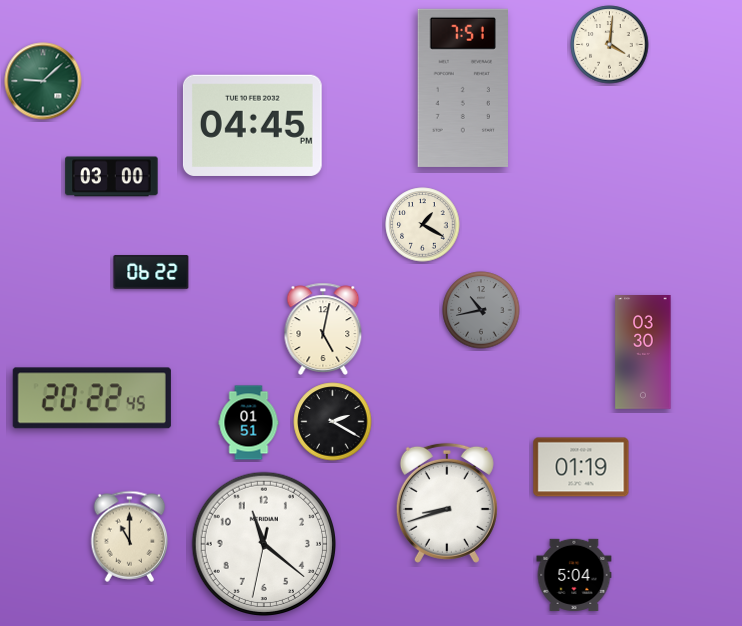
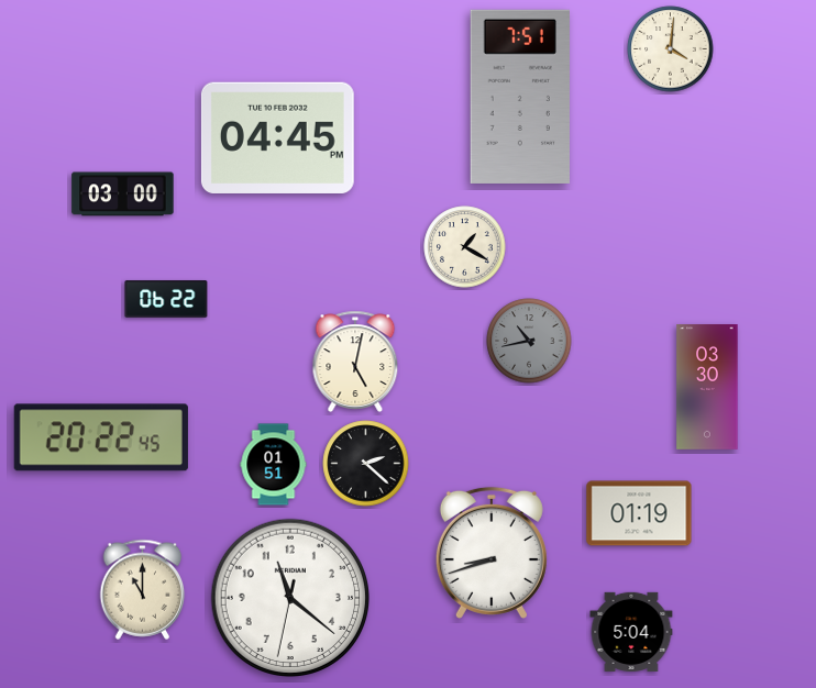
clock at (43, 81): 9:08 -> none
clock at (462, 88) position: (462, 88) -> (519, 97)
clock at (333, 422): 2:20 -> 2:22
